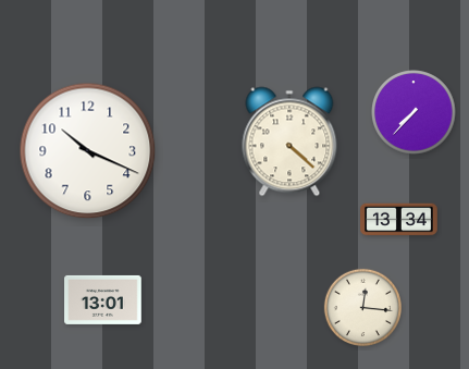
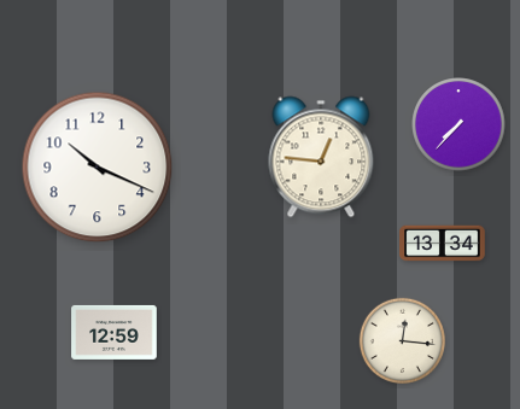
clock at (289, 142): 4:22 -> 12:46
clock at (103, 299): 13:01 -> 12:59
